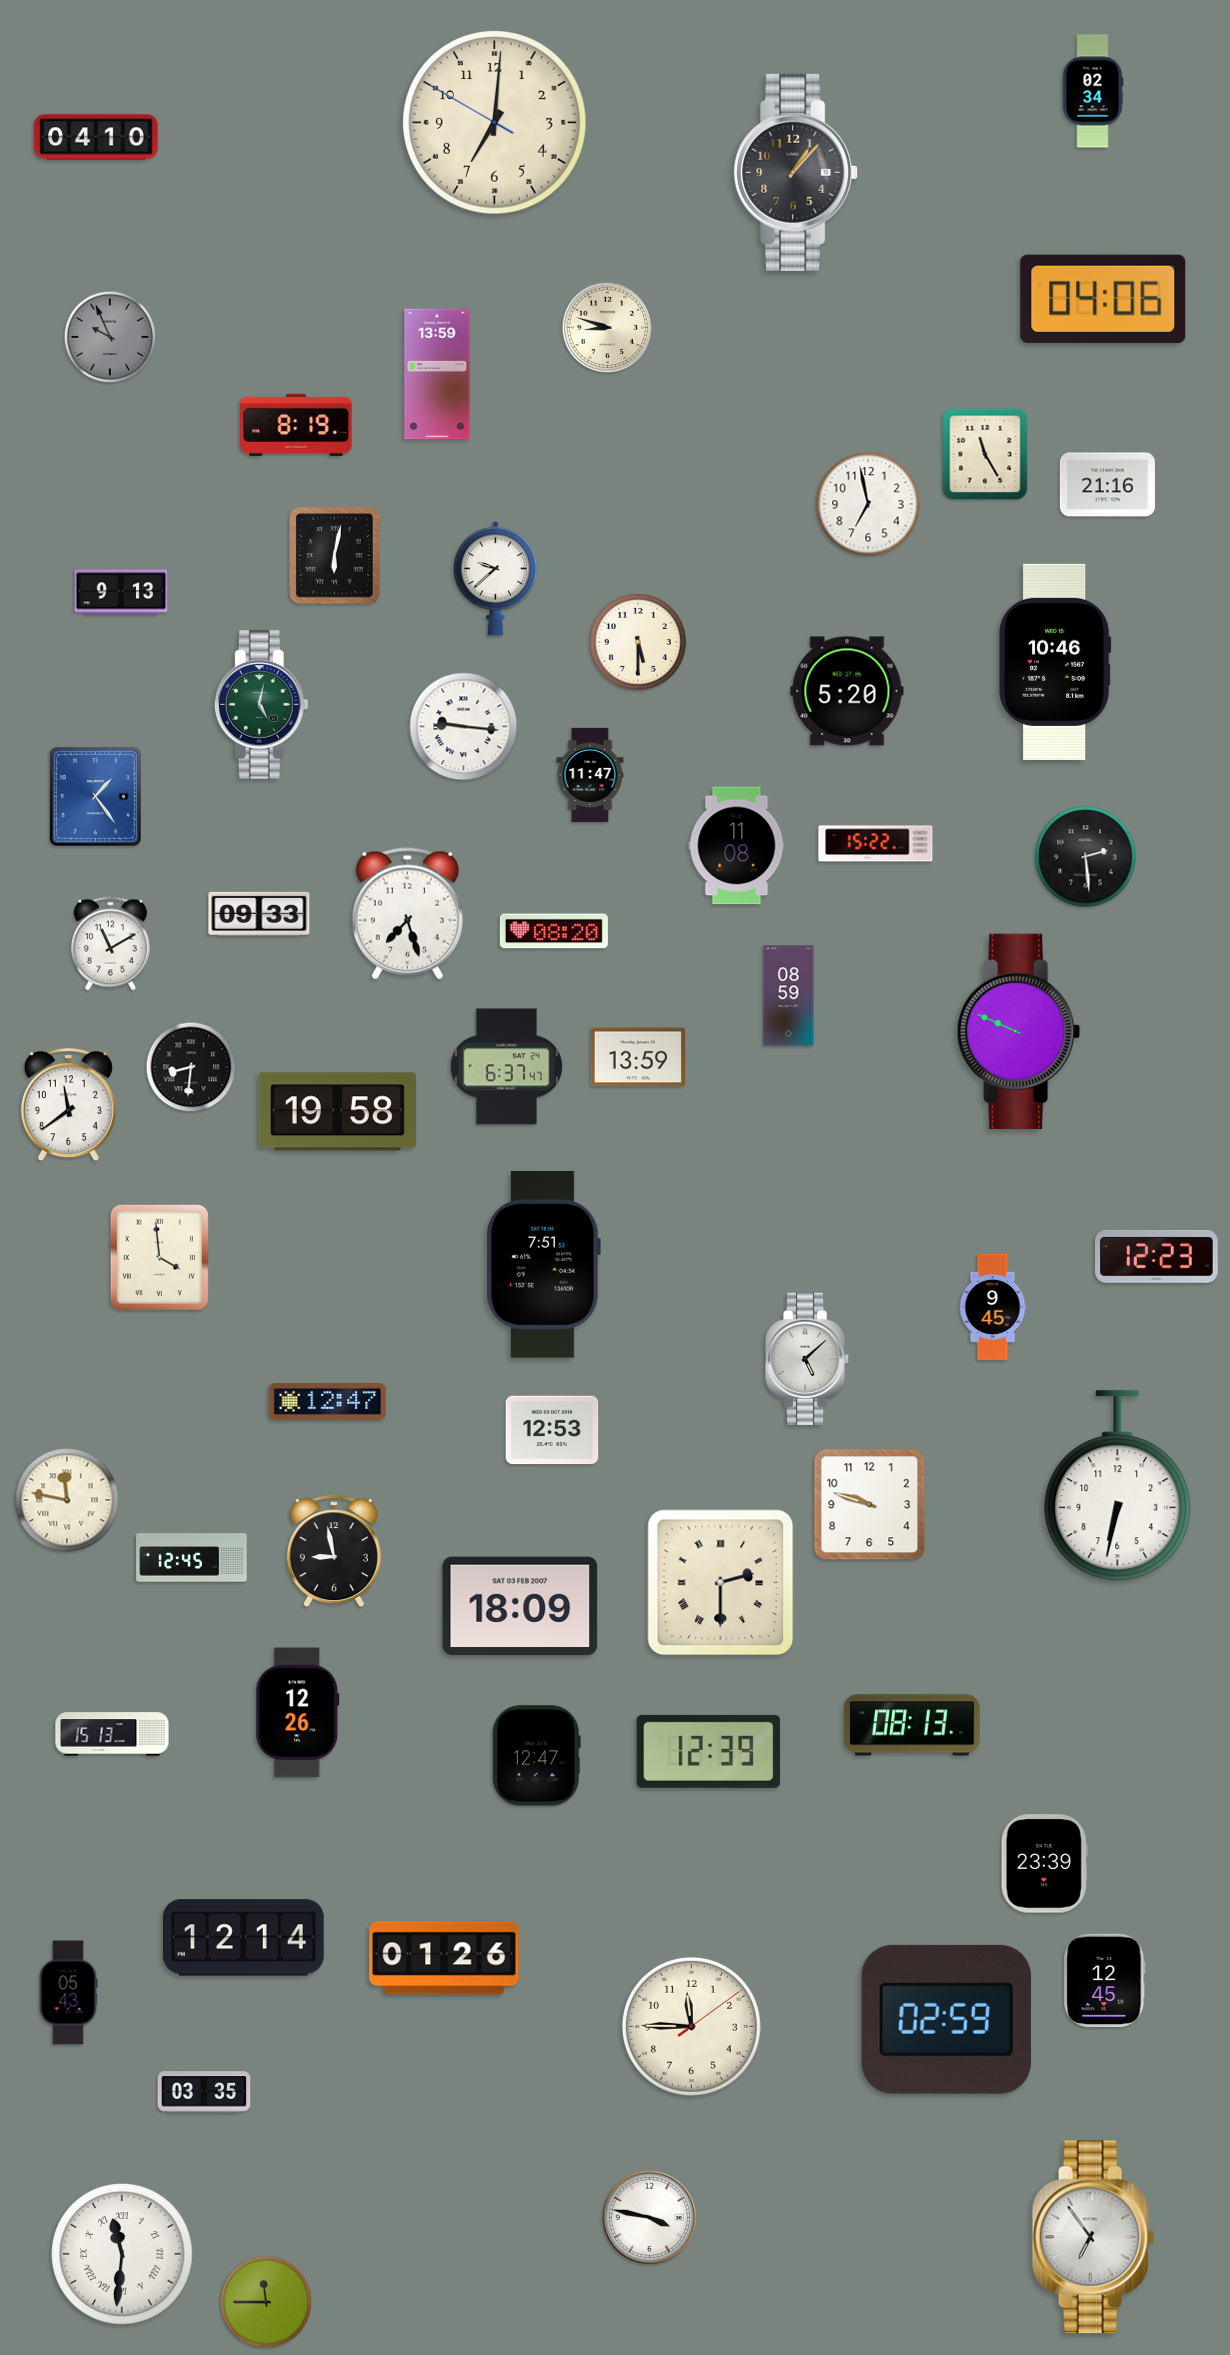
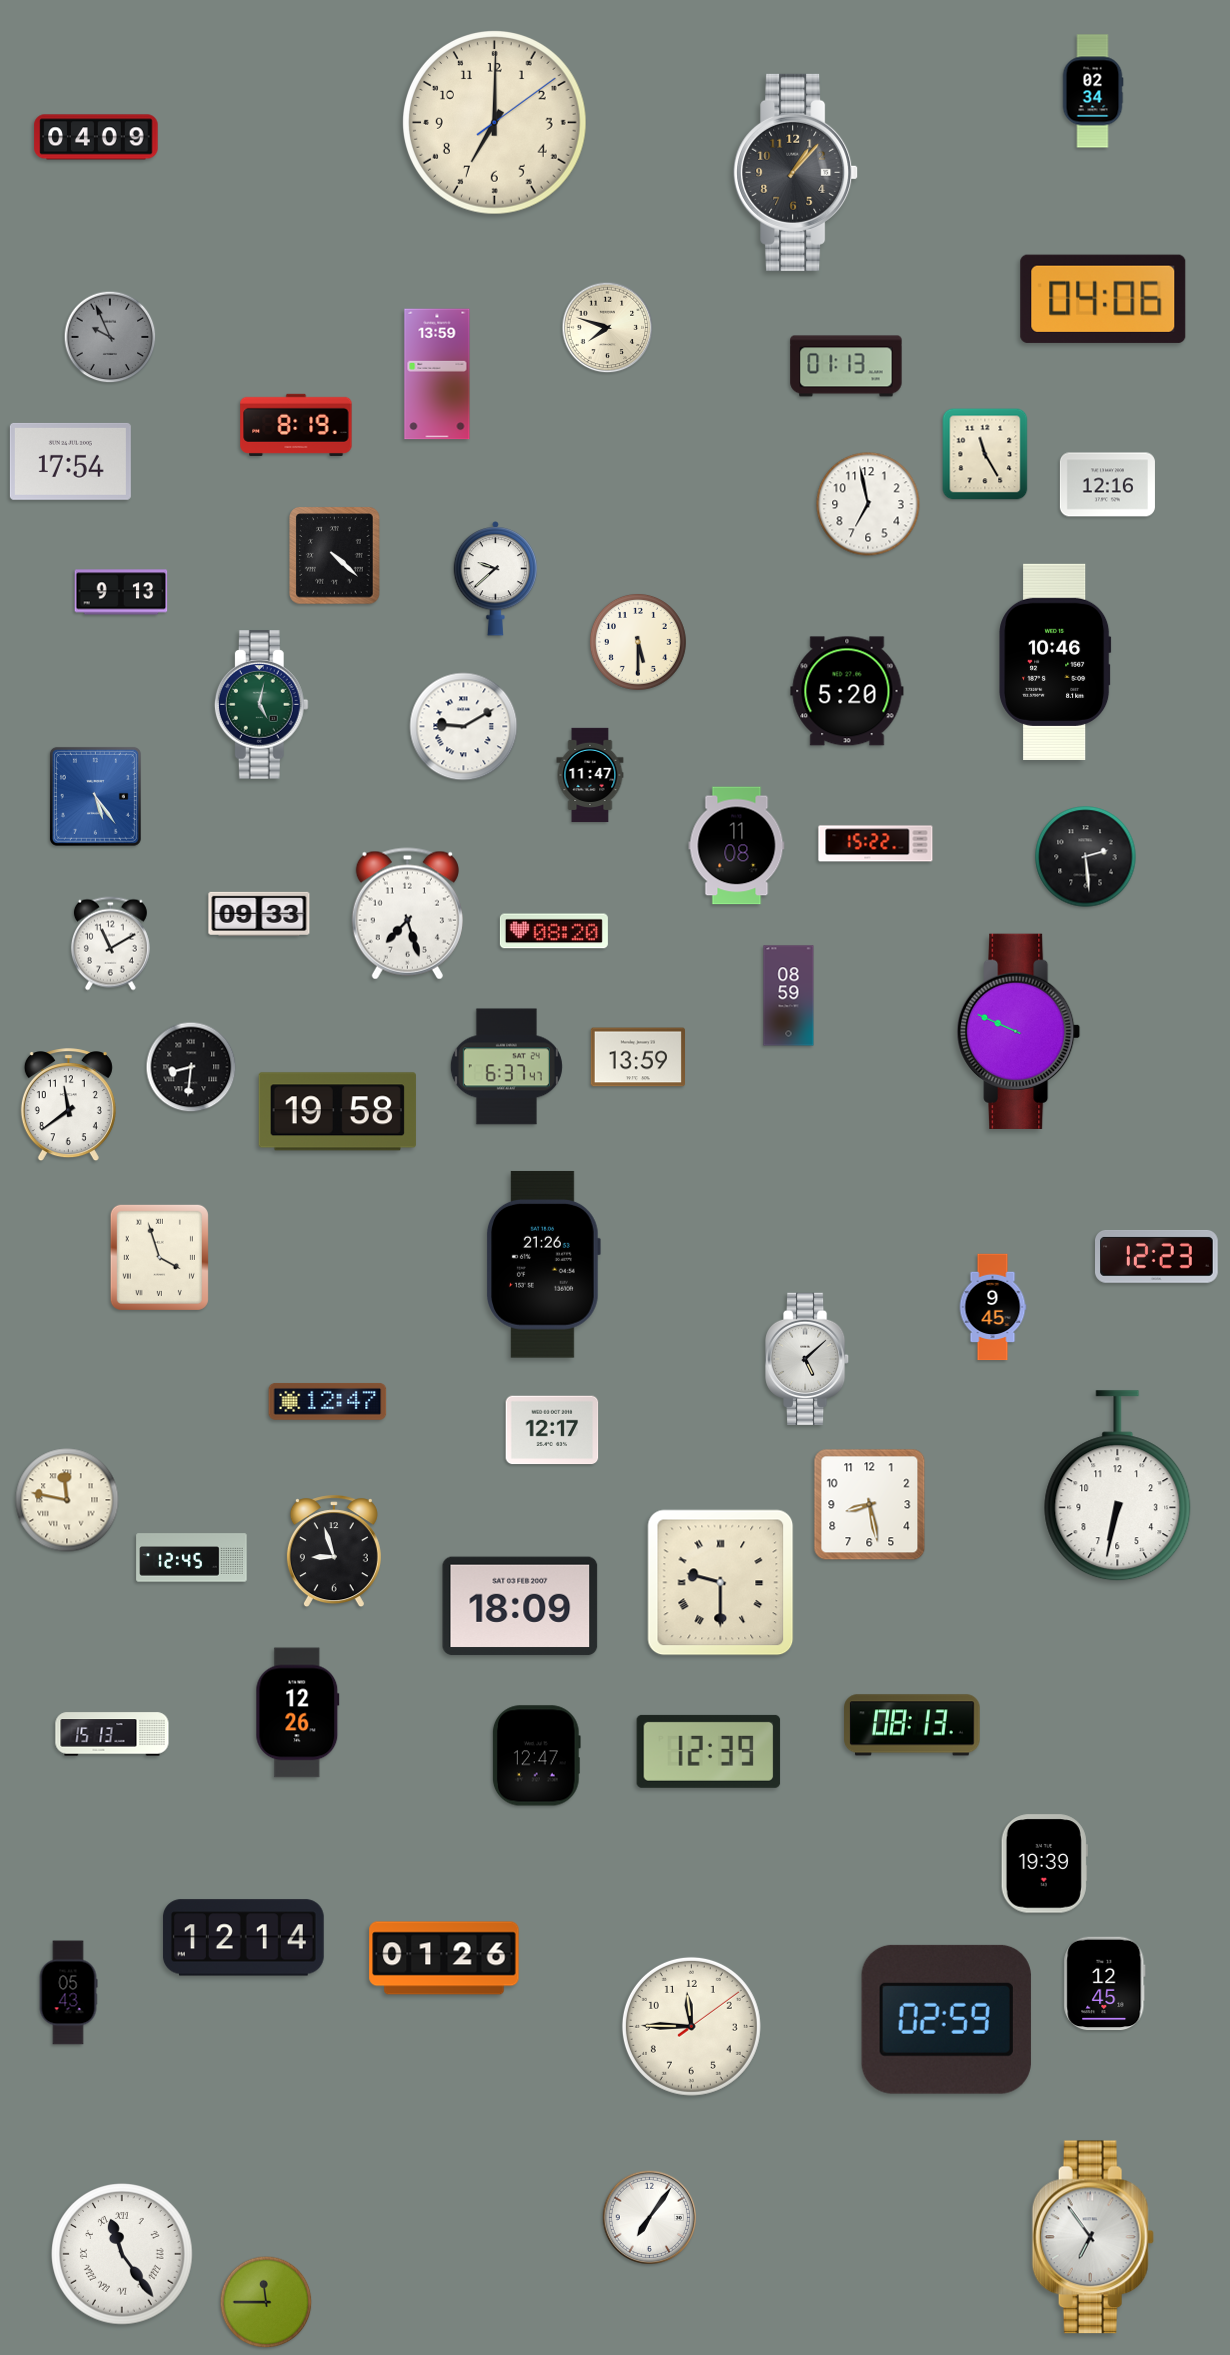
clock at (495, 123): 7:00:50 -> 7:00:09
clock at (96, 137): 04:10 -> 04:09
clock at (608, 328): 8:48 -> 7:48
clock at (846, 366): none -> 01:13
clock at (70, 461): none -> 17:54
clock at (1107, 485): 21:16 -> 12:16
clock at (335, 556): 6:02 -> 4:22
clock at (464, 727): 9:16 -> 9:10
clock at (95, 796): 1:24 -> 5:24
clock at (159, 1257): 3:59 -> 3:57
clock at (544, 1264): 7:51 -> 21:26
clock at (552, 1430): 12:53 -> 12:17
clock at (870, 1505): 9:48 -> 8:28
clock at (334, 1552): 8:58 -> 8:57
clock at (721, 1583): 2:30 -> 9:30
clock at (1044, 1864): 23:39 -> 19:39
clock at (1105, 1981) position: (1105, 1981) -> (1105, 1984)
clock at (204, 2092): 03:35 -> none
clock at (649, 2217): 3:47 -> 7:06
clock at (122, 2254): 11:31 -> 11:24
